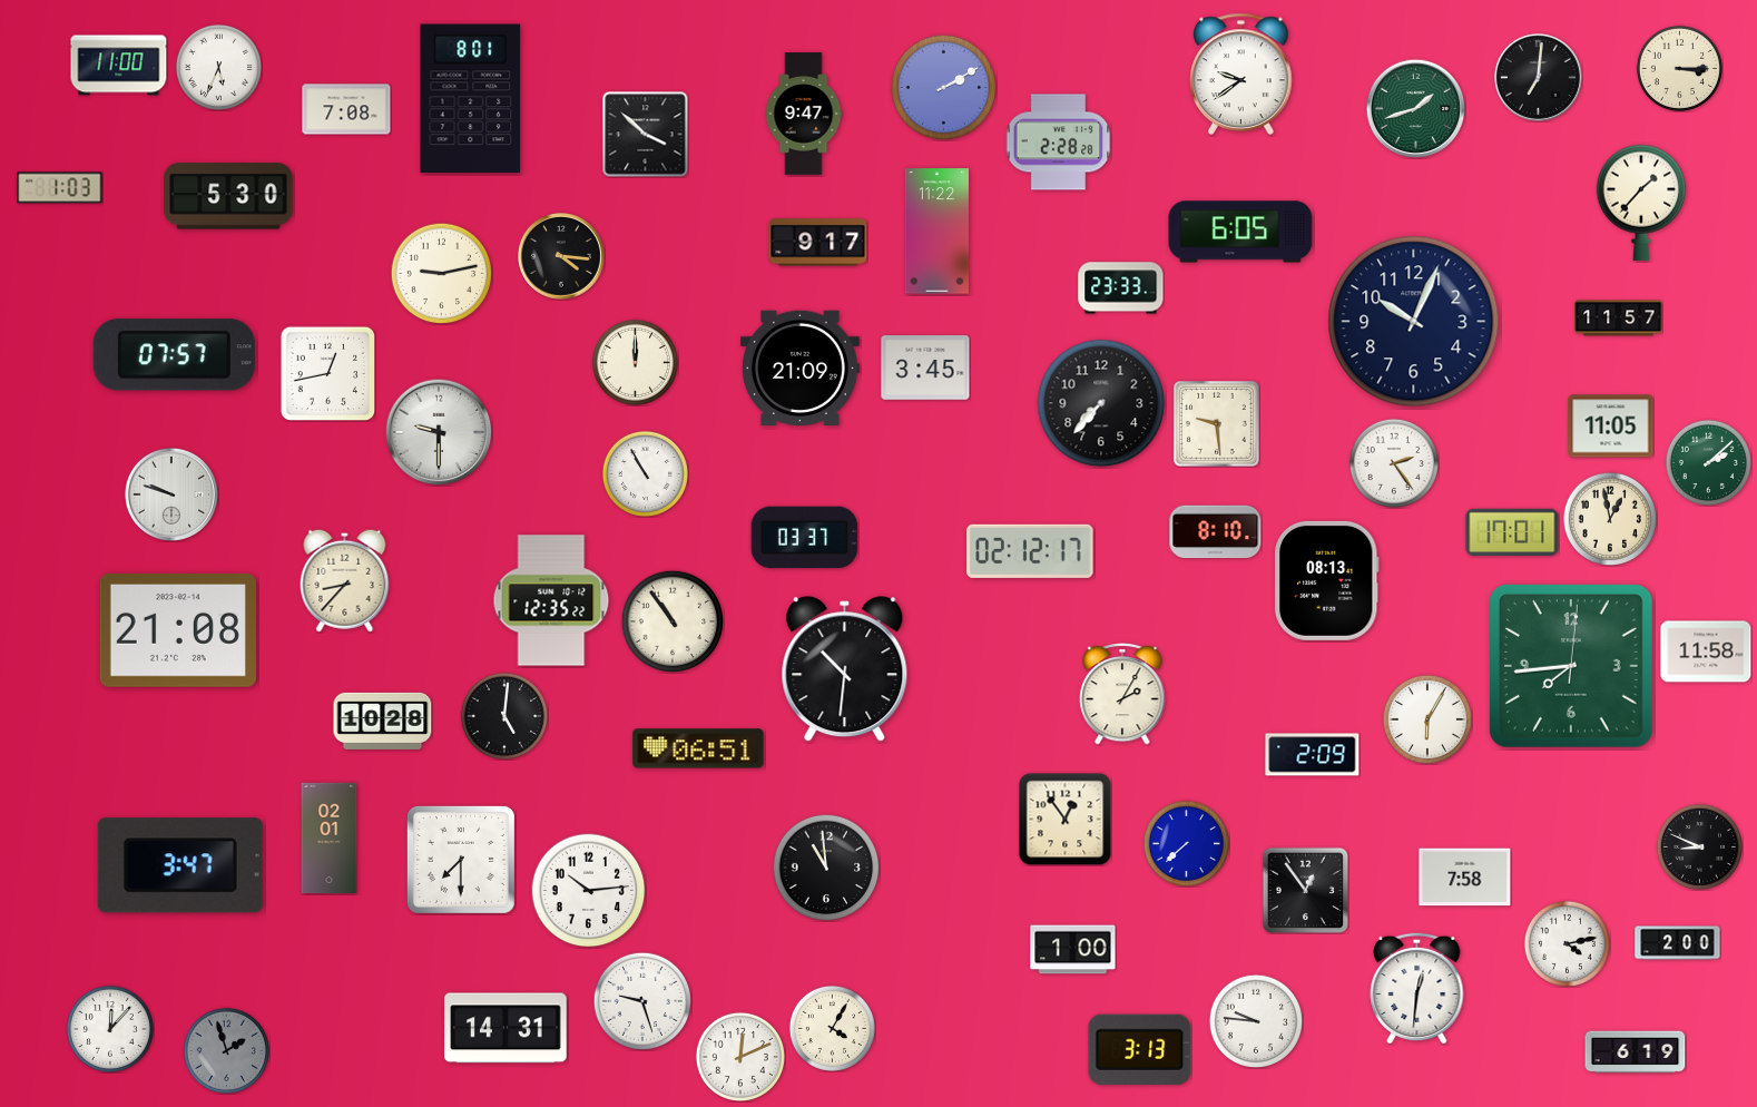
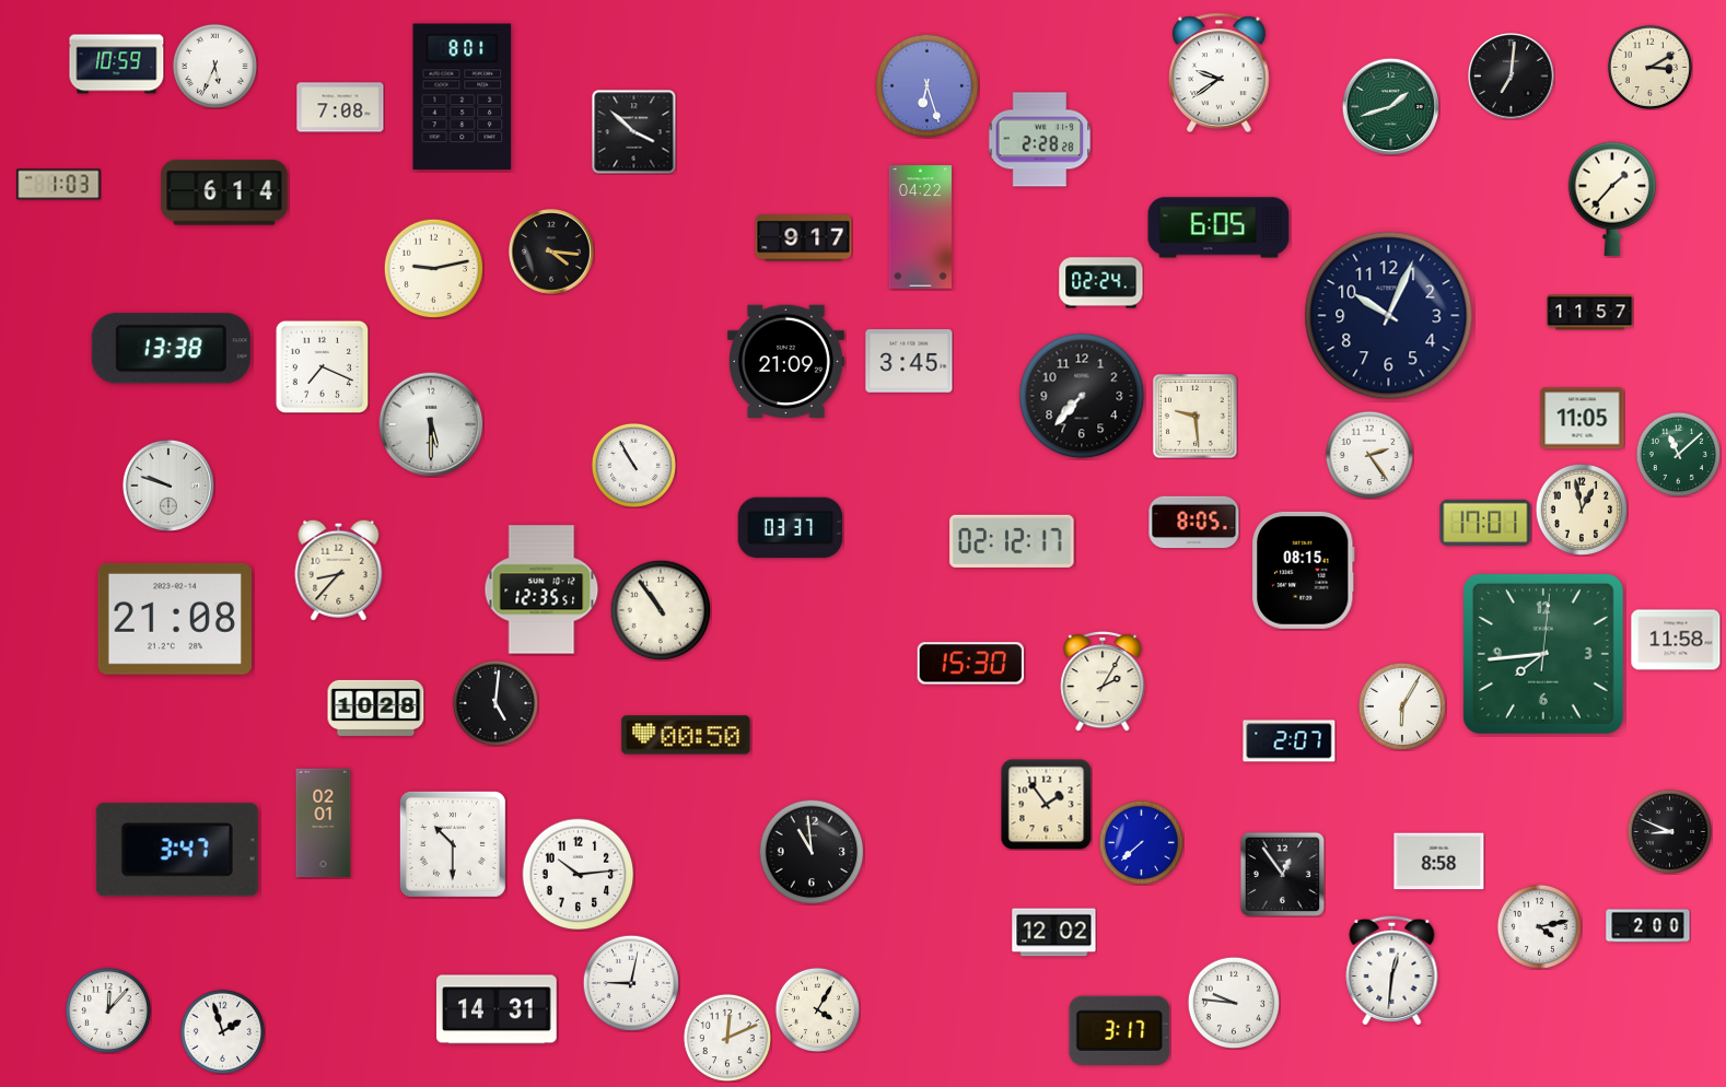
clock at (119, 66): 11:00 -> 10:59
clock at (1679, 68): 3:15 -> 3:10
clock at (943, 87): 2:10 -> 6:27
clock at (804, 114): 9:47 -> none
clock at (228, 196): 5:30 -> 6:14
clock at (936, 232): 11:22 -> 04:22
clock at (1121, 288): 23:33 -> 02:24
clock at (174, 355): 07:57 -> 13:38
clock at (635, 362): 12:00 -> none
clock at (327, 373): 12:43 -> 7:19
clock at (439, 432): 9:30 -> 5:30
clock at (1708, 462): 2:08 -> 11:08
clock at (1216, 532): 8:10 -> 8:05
clock at (1327, 580): 08:13 -> 08:15
clock at (551, 600): 12:35:22 -> 12:35:51
clock at (845, 669): 10:31 -> none
clock at (970, 664): none -> 15:30
clock at (698, 748): 06:51 -> 00:50
clock at (1313, 755): 2:09 -> 2:07
clock at (1064, 819): 12:54 -> 1:54
clock at (1186, 843) position: (1186, 843) -> (1141, 842)
clock at (461, 860): 7:30 -> 10:30
clock at (1465, 878): 7:58 -> 8:58
clock at (1073, 950): 1:00 -> 12:02
clock at (642, 1001): 9:27 -> 9:02
clock at (1140, 1049): 3:13 -> 3:17
clock at (226, 1050) dial: grey -> white
clock at (1636, 1052): 6:19 -> none
